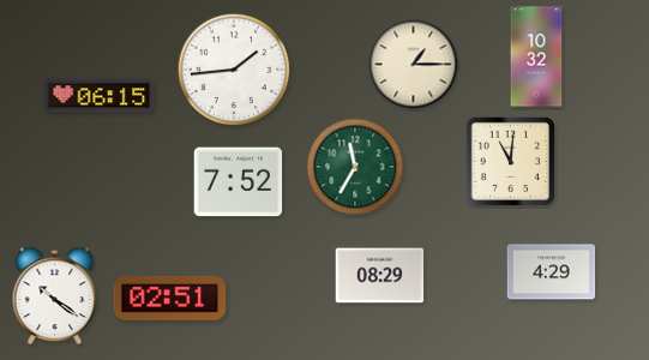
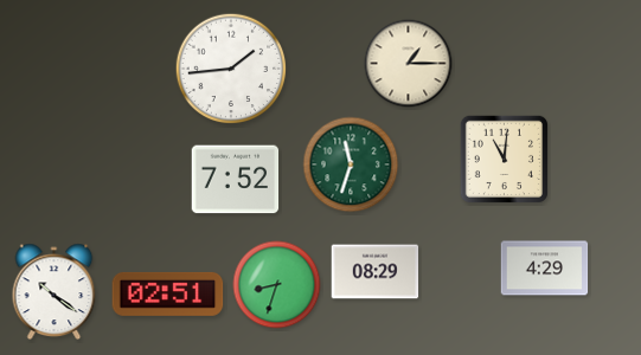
clock at (536, 56): 10:32 -> none
clock at (100, 96): 06:15 -> none
clock at (355, 167): 11:35 -> 11:33
clock at (277, 285): none -> 8:33
